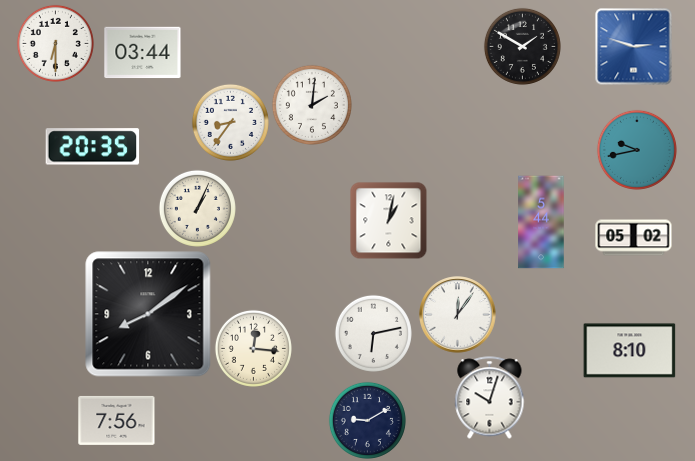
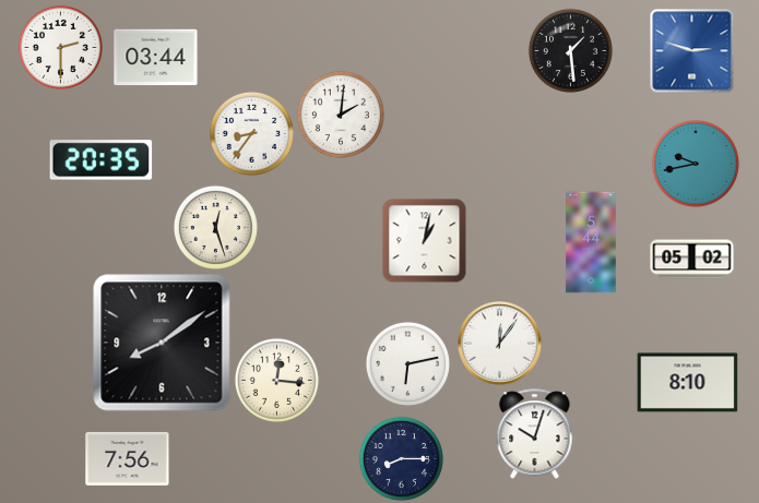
clock at (55, 43): 6:30 -> 2:30
clock at (522, 46): 1:50 -> 1:29
clock at (197, 208): 1:04 -> 12:27
clock at (367, 420): 9:10 -> 8:15
